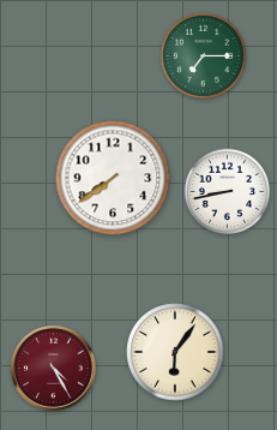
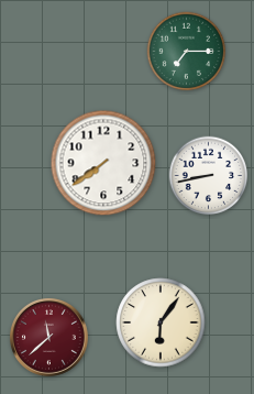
clock at (53, 368): 4:25 -> 11:38
